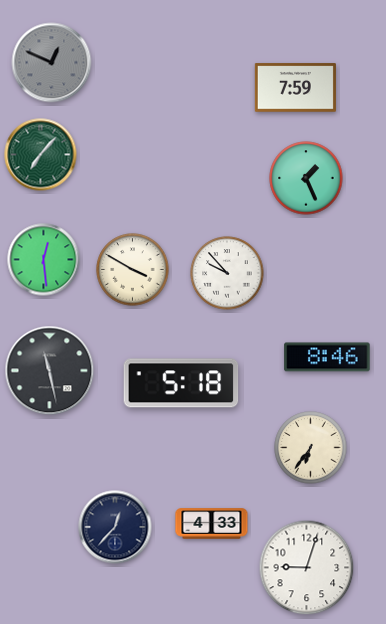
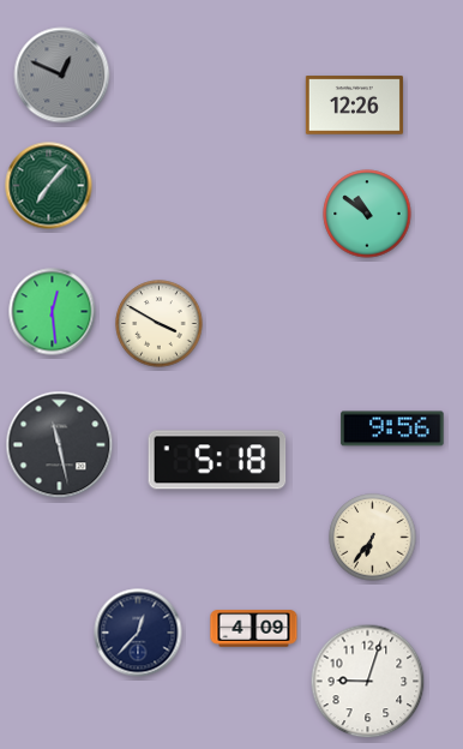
clock at (295, 88): 7:59 -> 12:26
clock at (306, 178): 1:26 -> 10:51
clock at (227, 273): 9:53 -> none
clock at (327, 357): 8:46 -> 9:56
clock at (212, 524): 4:33 -> 4:09
